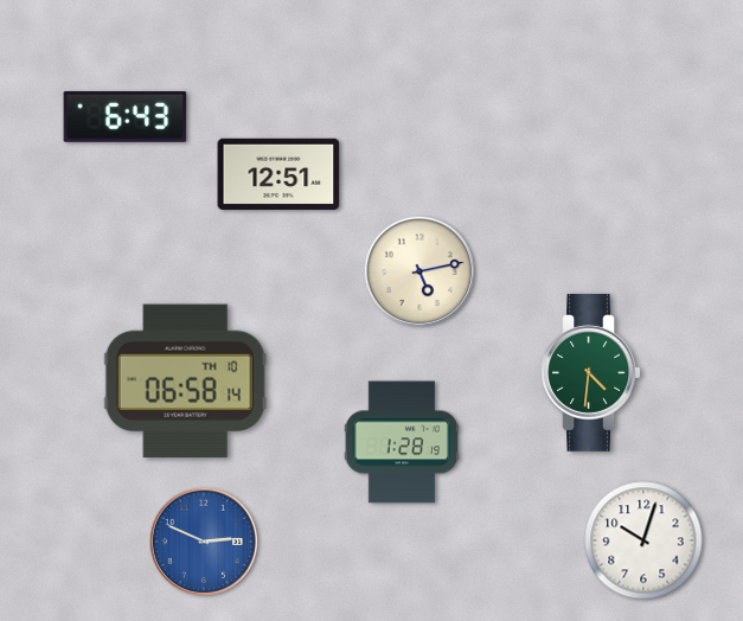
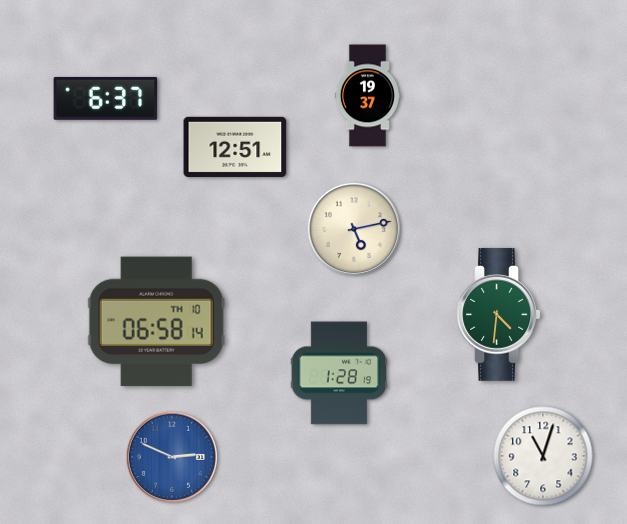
clock at (367, 96): none -> 19:37
clock at (126, 116): 6:43 -> 6:37
clock at (643, 540): 10:03 -> 11:03
